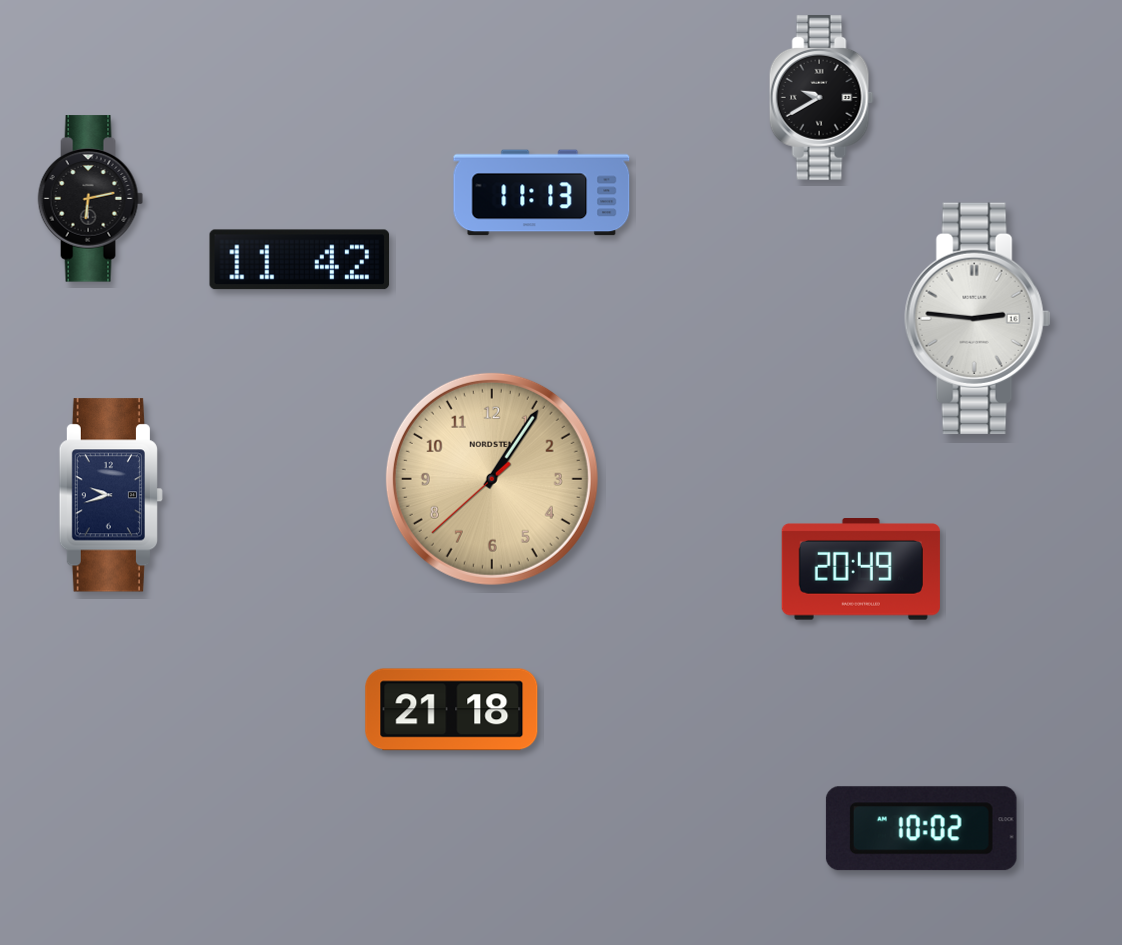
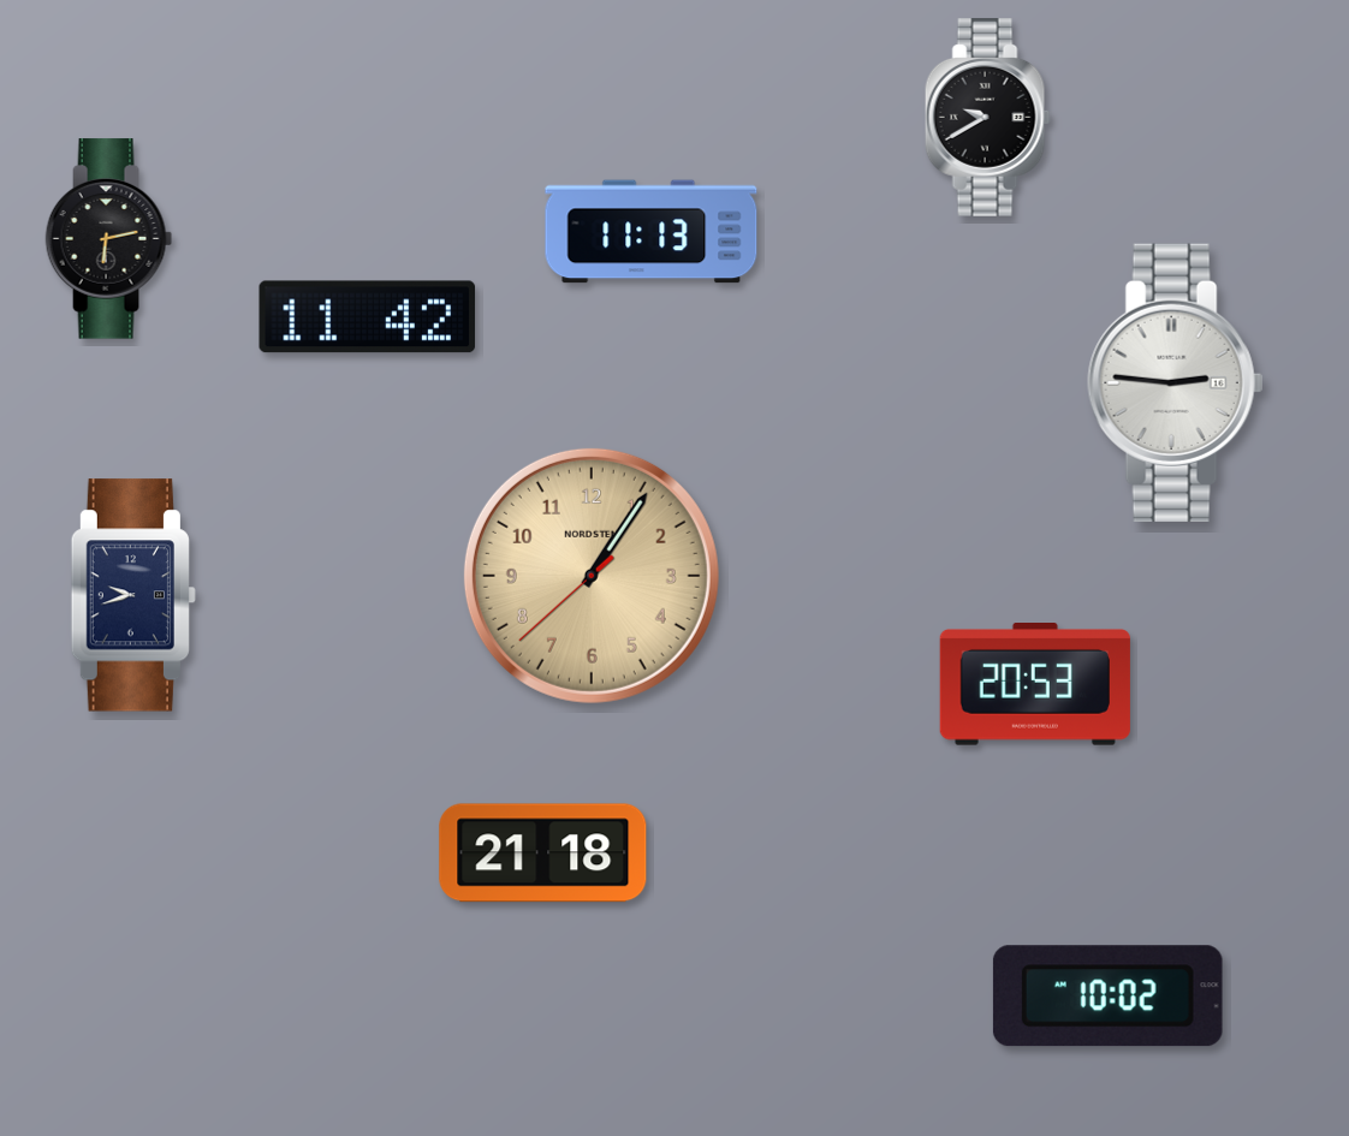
clock at (300, 260) position: (300, 260) -> (368, 317)
clock at (861, 570): 20:49 -> 20:53
